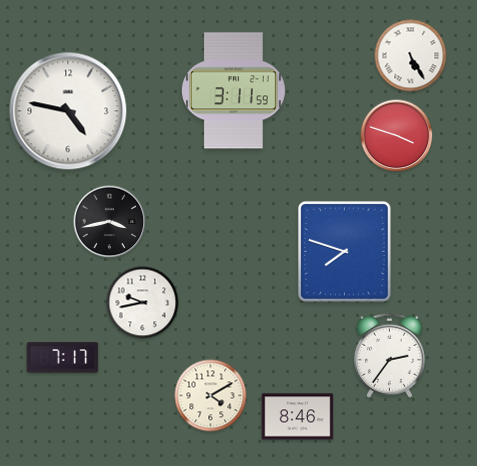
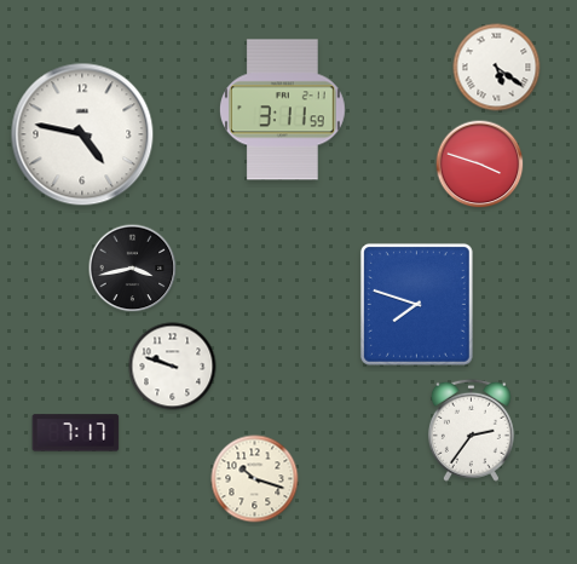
clock at (411, 56): 5:25 -> 5:21
clock at (143, 303): 9:43 -> 9:48
clock at (211, 396): 4:10 -> 10:18
clock at (298, 417): 8:46 -> none
